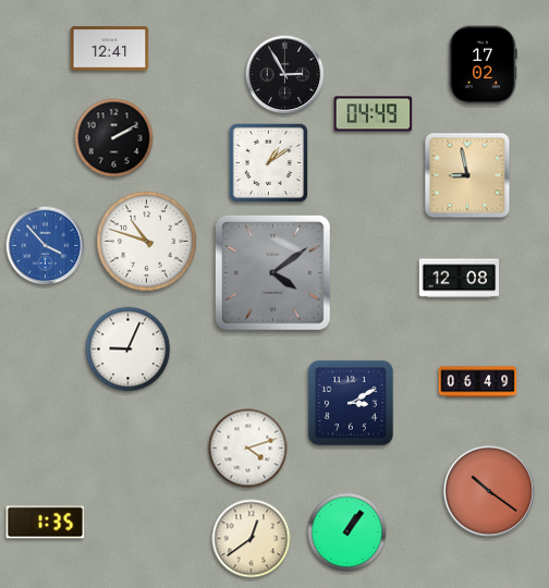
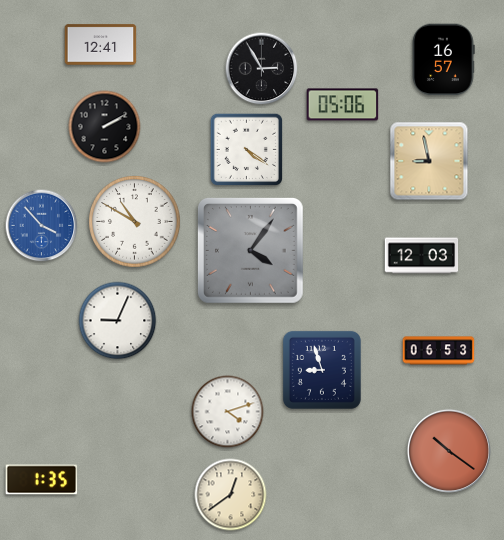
clock at (483, 65): 17:02 -> 16:57
clock at (374, 114): 04:49 -> 05:06
clock at (268, 162): 1:09 -> 4:21
clock at (147, 242): 10:48 -> 10:50
clock at (272, 272): 4:09 -> 4:06
clock at (460, 279): 12:08 -> 12:03
clock at (478, 382): 06:49 -> 06:53
clock at (351, 403): 3:10 -> 8:57
clock at (347, 532): 1:06 -> none
